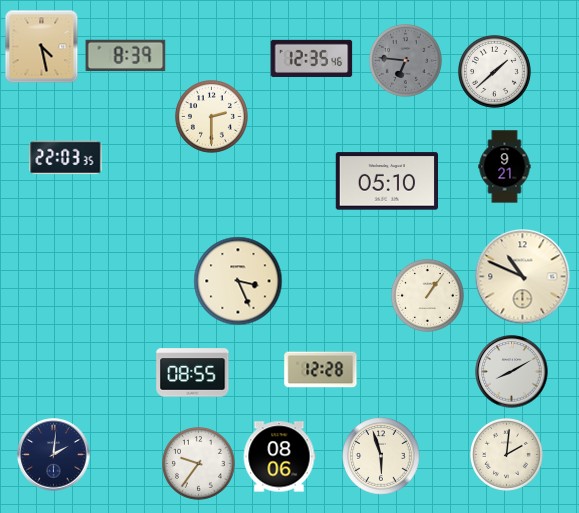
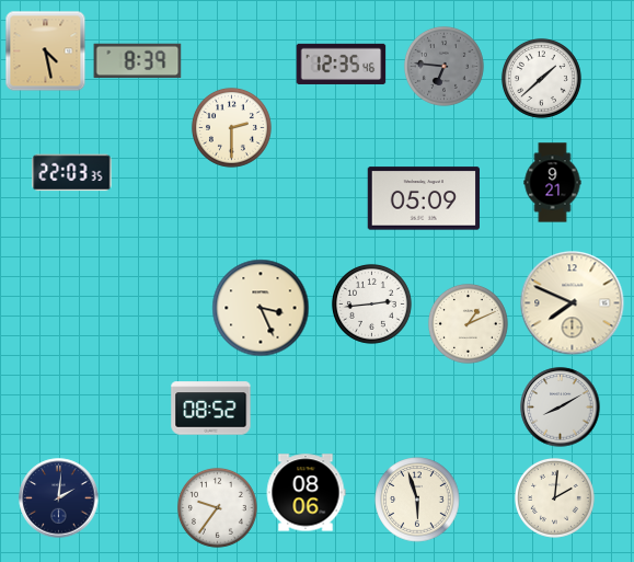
clock at (387, 181): 05:10 -> 05:09
clock at (371, 303): none -> 2:44
clock at (523, 277): 10:49 -> 7:49
clock at (427, 295): 1:06 -> 1:11
clock at (321, 370): 12:28 -> none
clock at (193, 373): 08:55 -> 08:52
clock at (279, 457) position: (279, 457) -> (306, 493)
